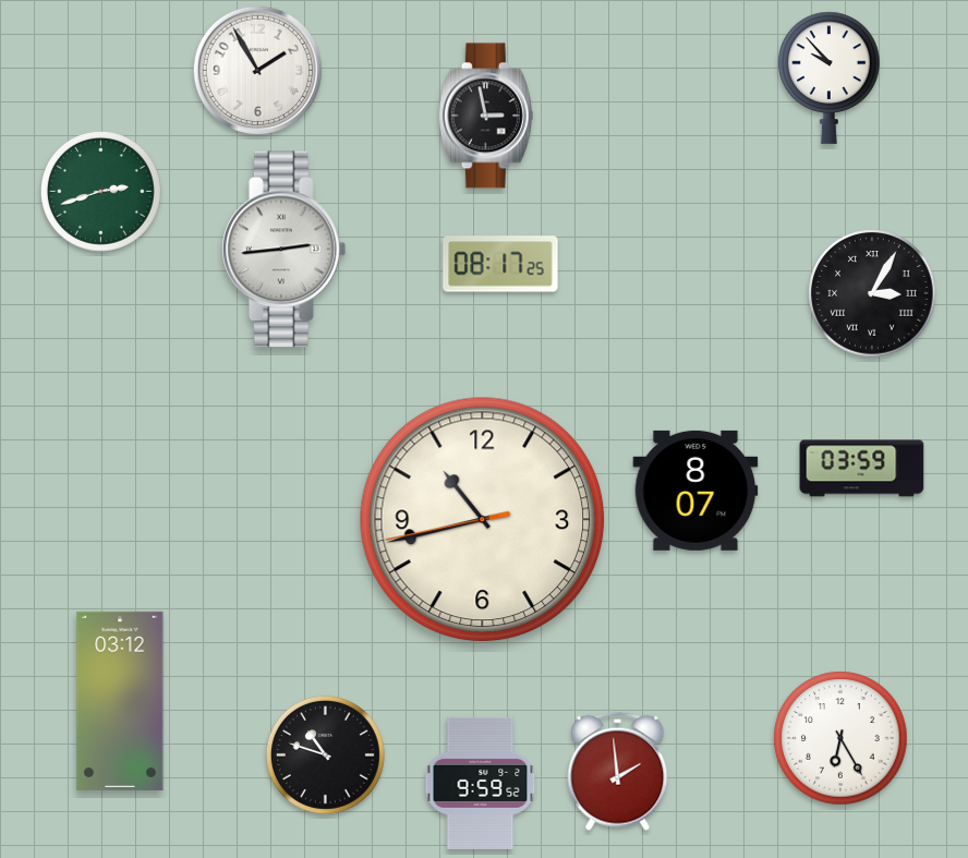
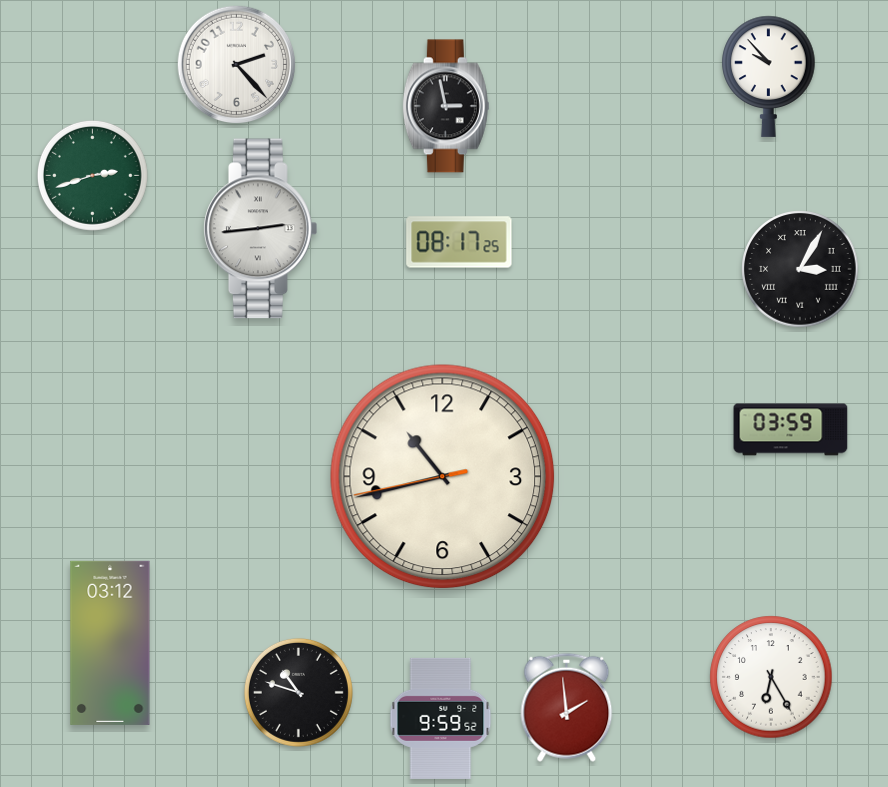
clock at (257, 70): 1:55 -> 2:23
clock at (830, 77) position: (830, 77) -> (769, 76)
clock at (695, 491): 8:07 -> none
